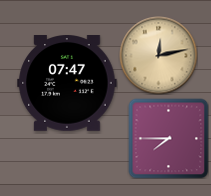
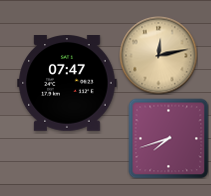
clock at (168, 138): 7:45 -> 7:42
